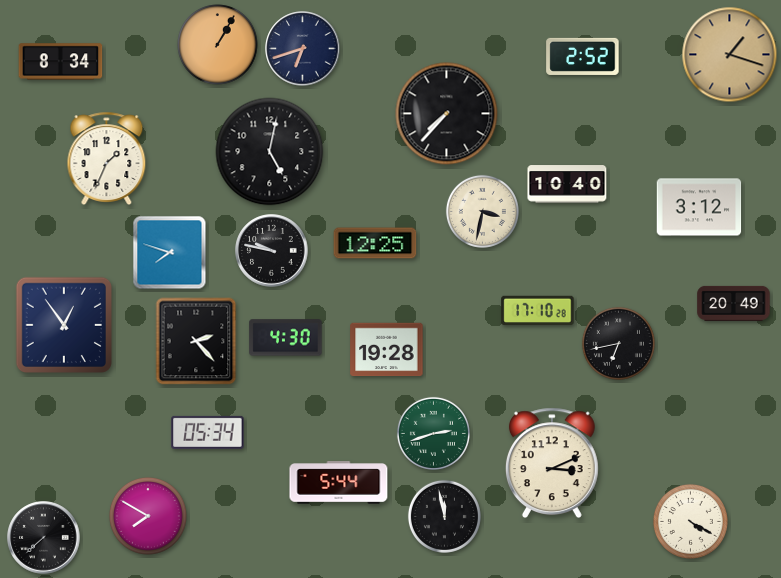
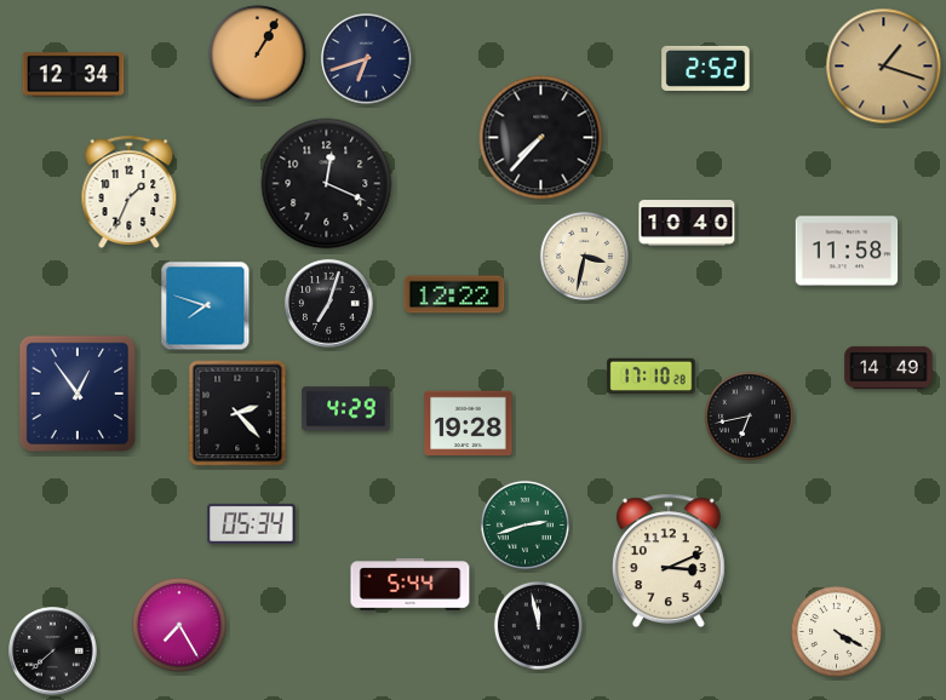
clock at (218, 45) position: (218, 45) -> (258, 54)
clock at (61, 62): 8:34 -> 12:34
clock at (270, 152): 5:02 -> 12:19
clock at (699, 207): 3:12 -> 11:58
clock at (375, 243): 12:25 -> 12:22
clock at (272, 251): 9:47 -> 7:03
clock at (734, 303): 20:49 -> 14:49
clock at (286, 338): 4:30 -> 4:29
clock at (148, 516): 7:50 -> 7:25
